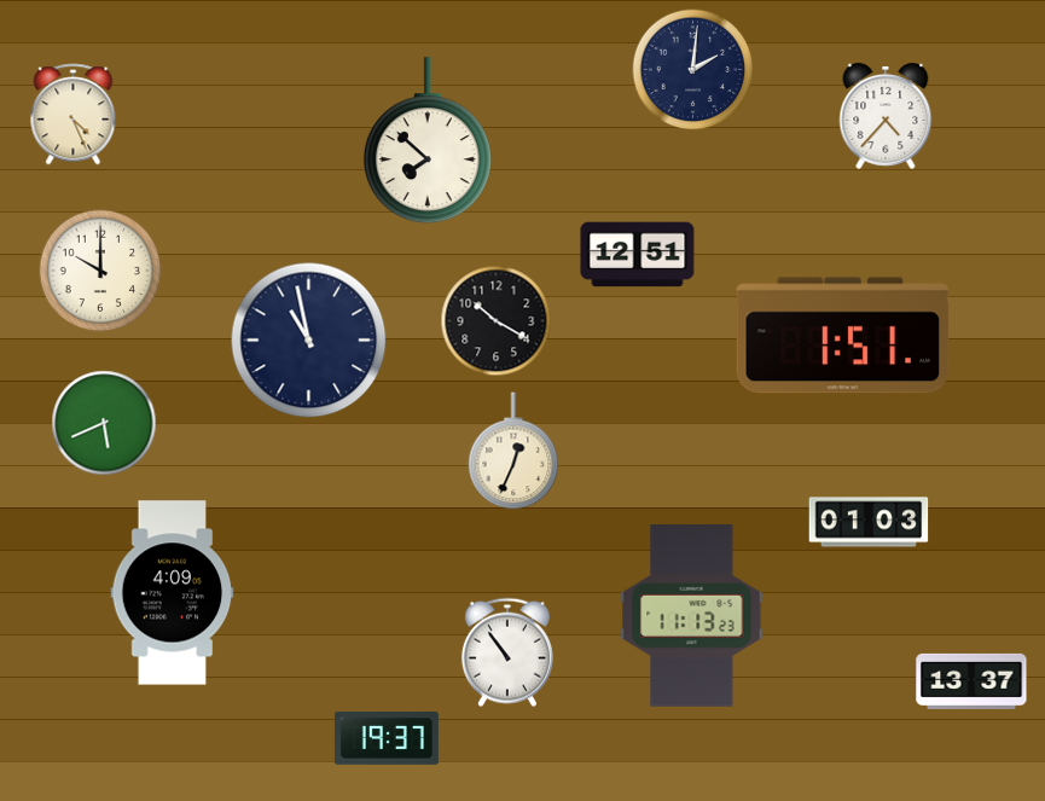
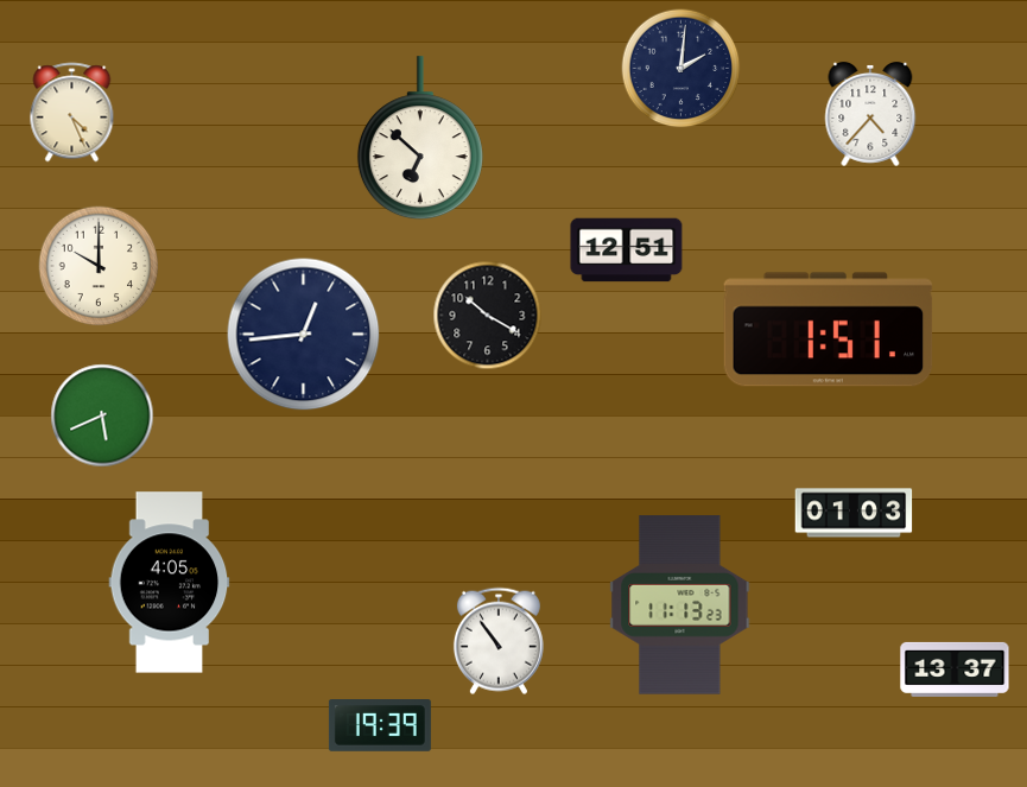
clock at (428, 141): 7:52 -> 6:52
clock at (309, 341): 10:58 -> 12:44
clock at (513, 451): 12:34 -> none
clock at (173, 593): 4:09 -> 4:05
clock at (387, 739): 19:37 -> 19:39
